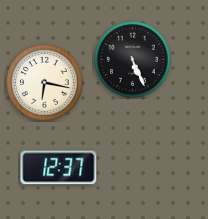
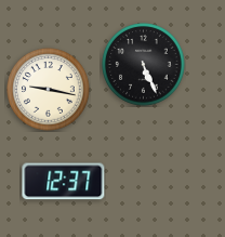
clock at (45, 83): 6:17 -> 9:17
